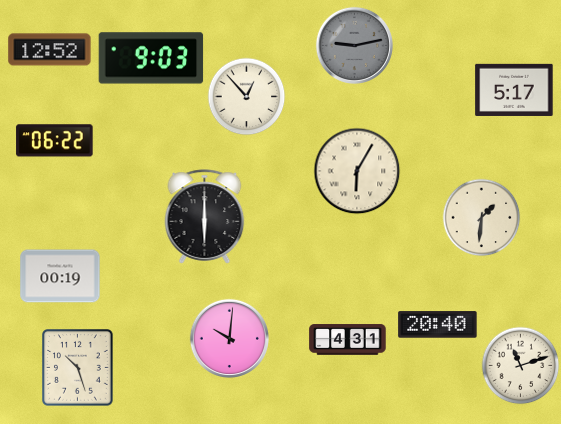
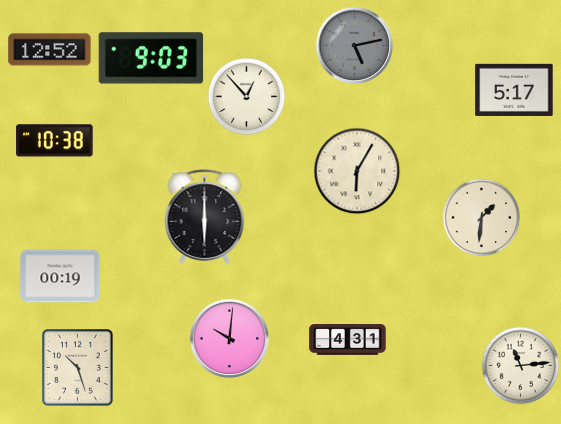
clock at (354, 45): 9:13 -> 5:13
clock at (55, 141): 06:22 -> 10:38
clock at (438, 325): 20:40 -> none
clock at (520, 365): 11:12 -> 11:14
